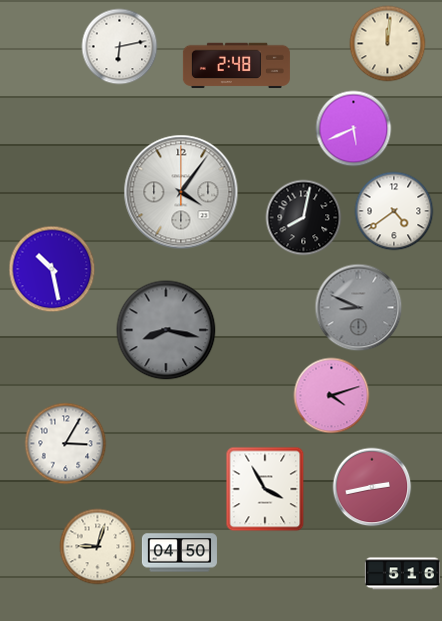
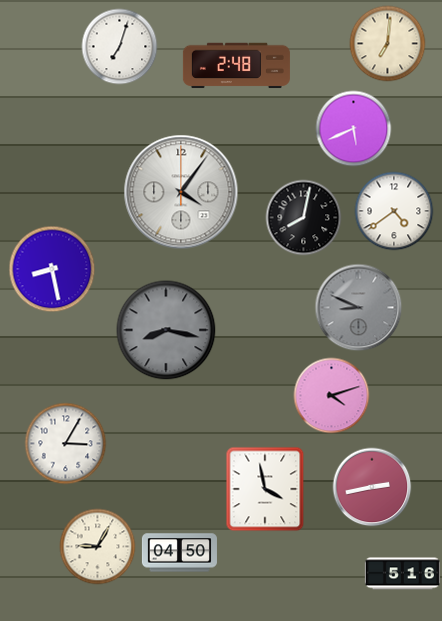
clock at (388, 44): 12:01 -> 7:01
clock at (120, 47): 6:13 -> 7:03
clock at (52, 269): 10:28 -> 8:28
clock at (265, 489): 3:55 -> 3:58
clock at (98, 547): 9:03 -> 9:05
